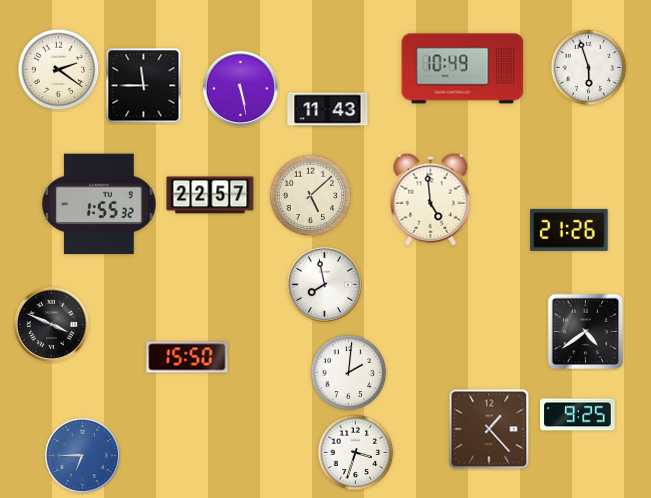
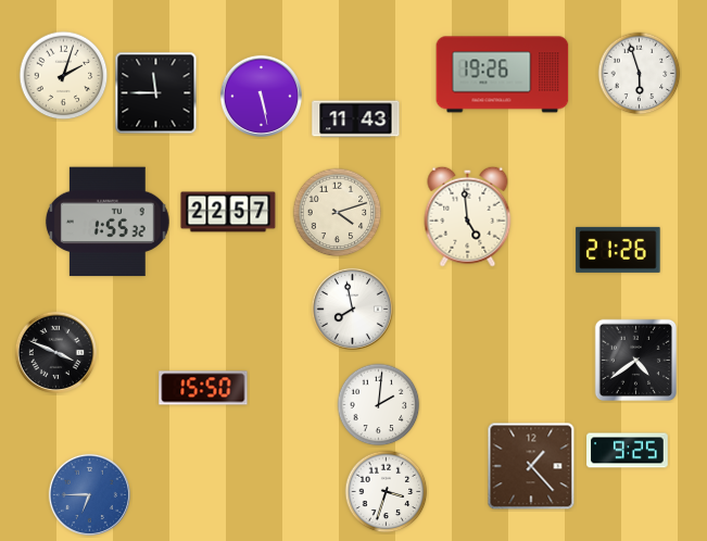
clock at (463, 69): 10:49 -> 19:26
clock at (59, 70): 2:21 -> 2:03
clock at (311, 196): 5:08 -> 4:12
